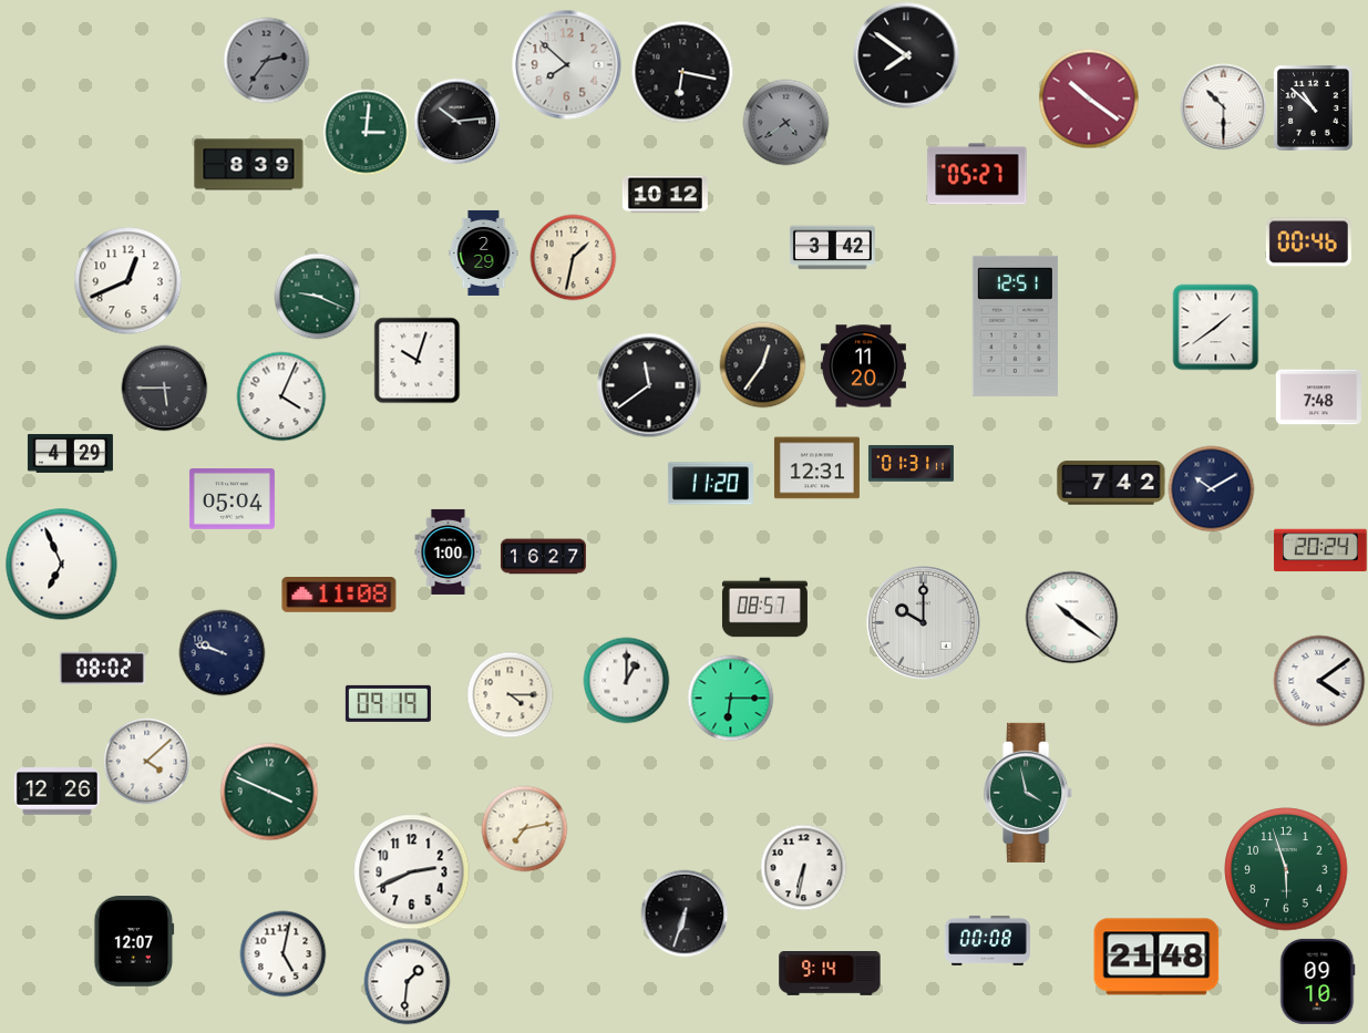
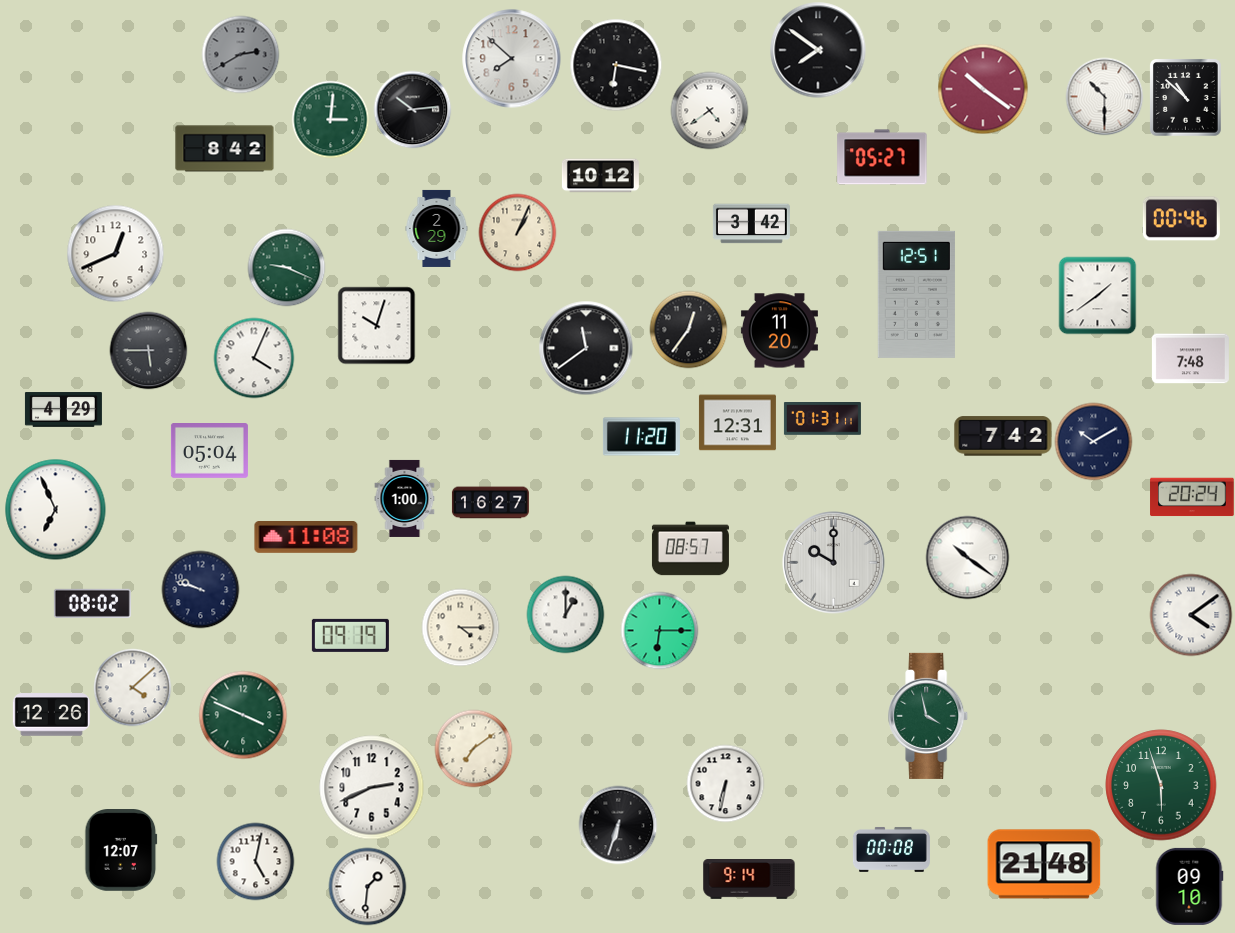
clock at (266, 60): 2:36 -> 2:40
clock at (785, 122) dial: grey -> white
clock at (249, 165): 8:39 -> 8:42
clock at (573, 257): 1:32 -> 1:04
clock at (524, 828): 7:13 -> 7:09
